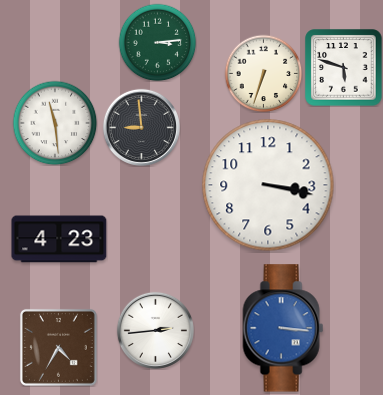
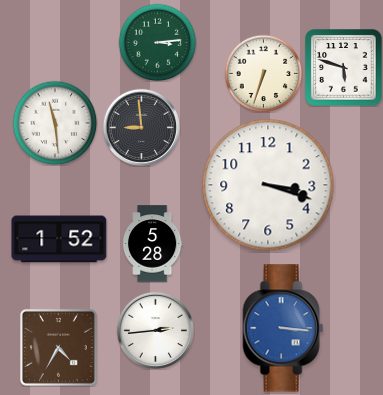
clock at (268, 185): 3:17 -> 3:18
clock at (59, 239): 4:23 -> 1:52
clock at (152, 244): none -> 5:28
